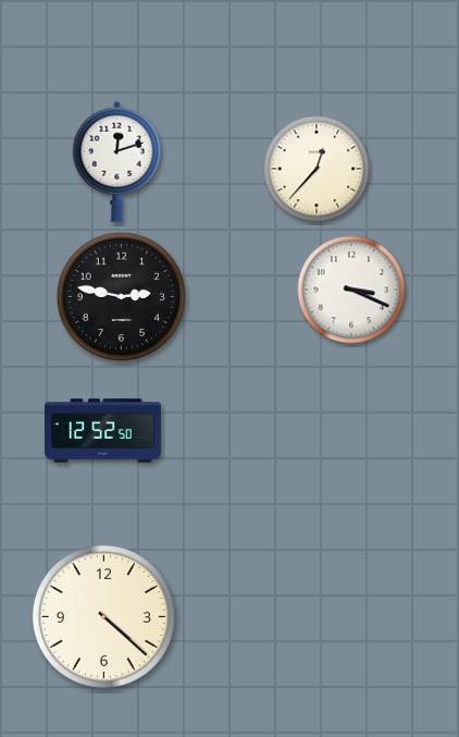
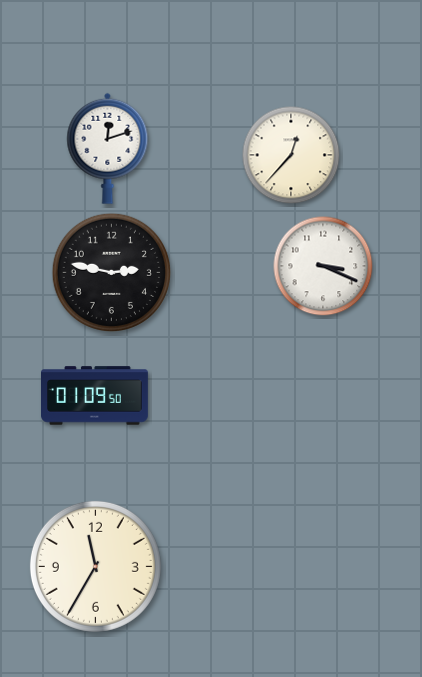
clock at (103, 431): 12:52 -> 01:09
clock at (103, 616): 4:22 -> 11:35
